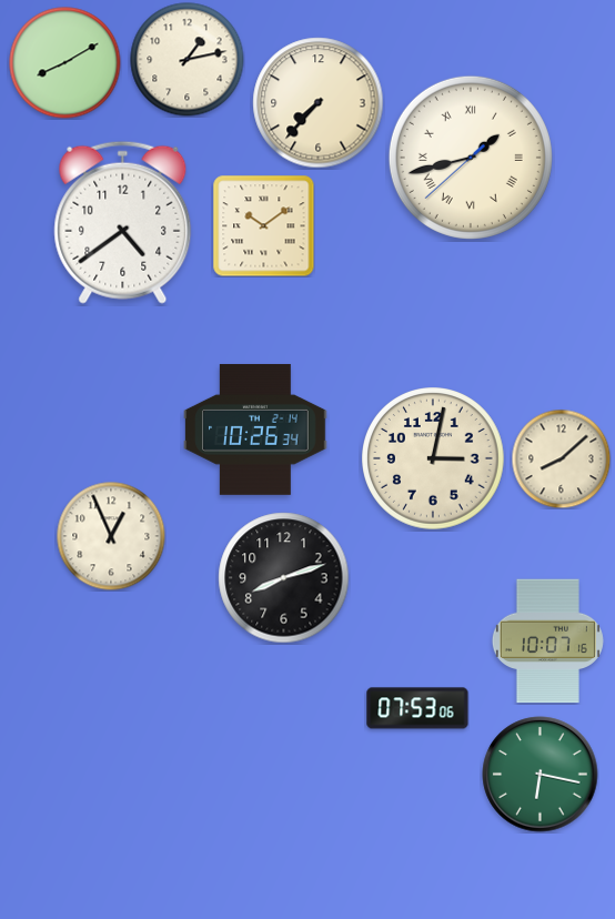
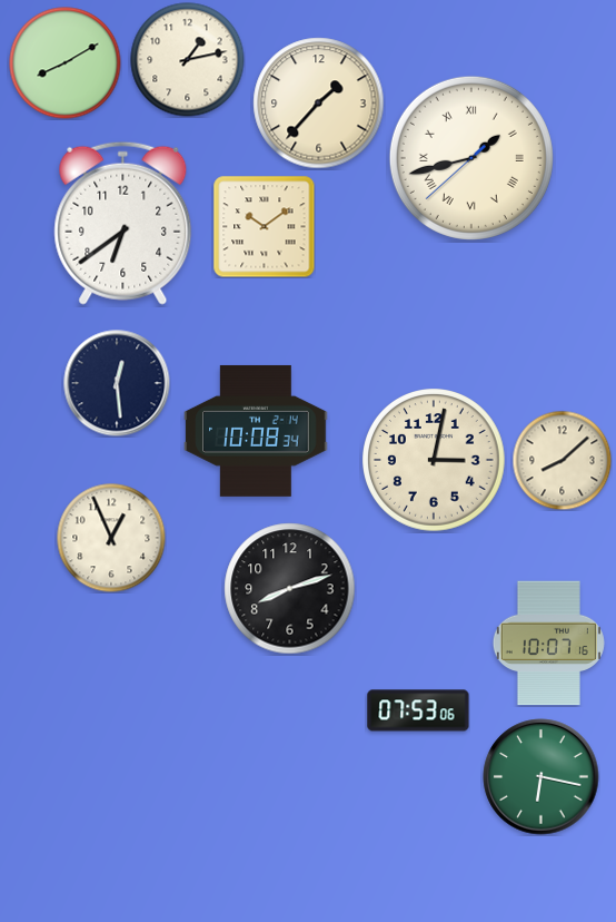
clock at (319, 103): 7:37 -> 1:37
clock at (123, 222): 4:39 -> 6:39
clock at (117, 383): none -> 12:29
clock at (255, 430): 10:26 -> 10:08
clock at (284, 578) position: (284, 578) -> (290, 589)
